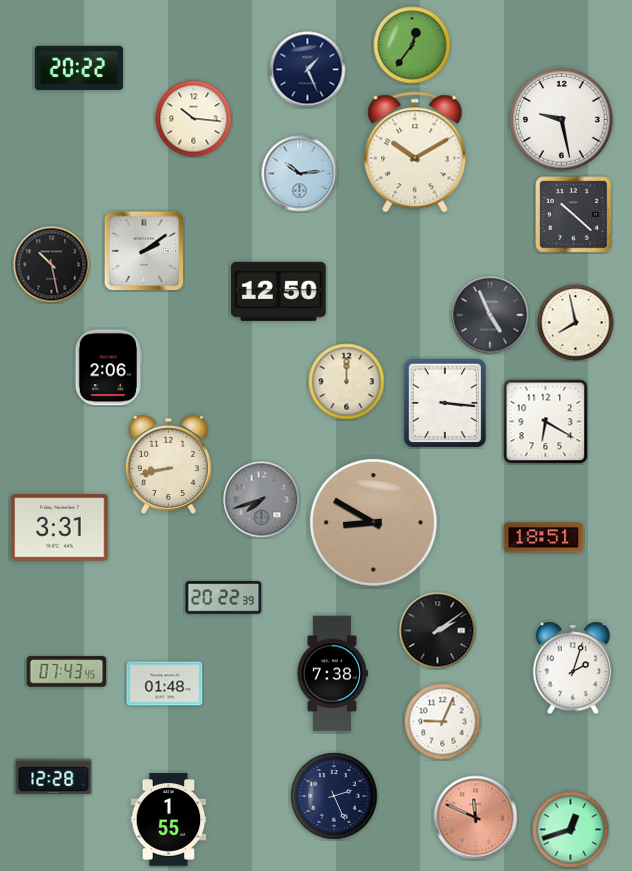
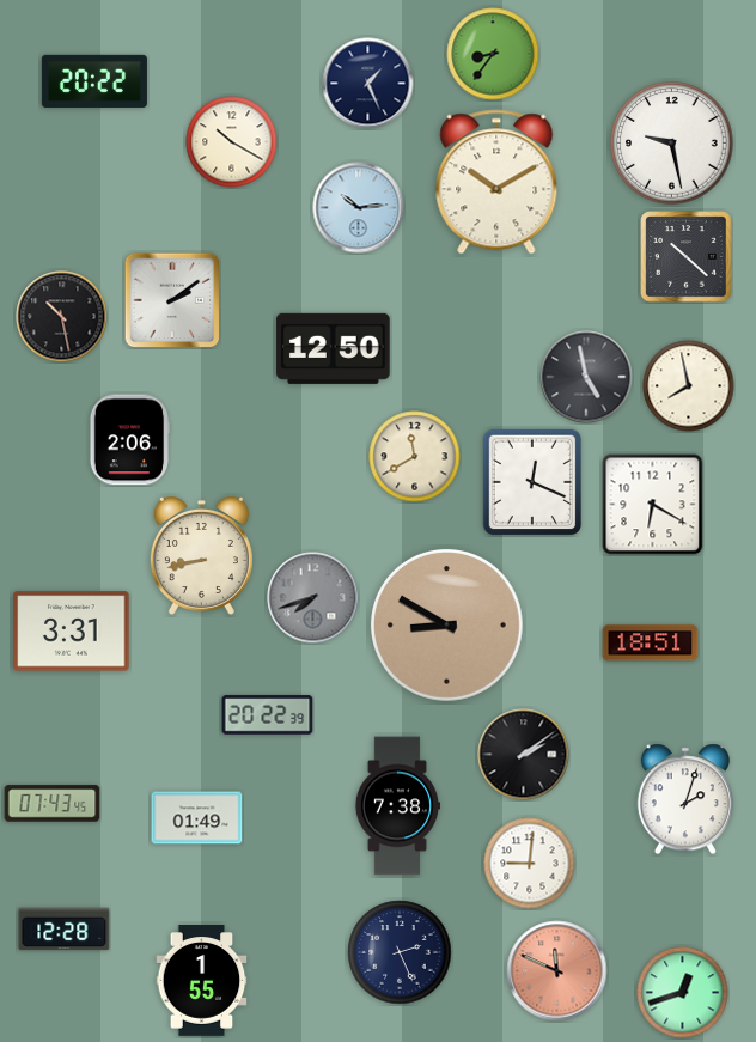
clock at (412, 45): 12:36 -> 8:36
clock at (194, 119): 10:16 -> 10:20
clock at (490, 315): 4:56 -> 4:58
clock at (347, 382): 12:00 -> 11:40
clock at (445, 403): 3:16 -> 12:19
clock at (67, 672) position: (67, 672) -> (53, 804)
clock at (165, 684): 01:48 -> 01:49
clock at (443, 722): 9:04 -> 9:01
clock at (476, 818) position: (476, 818) -> (557, 971)
